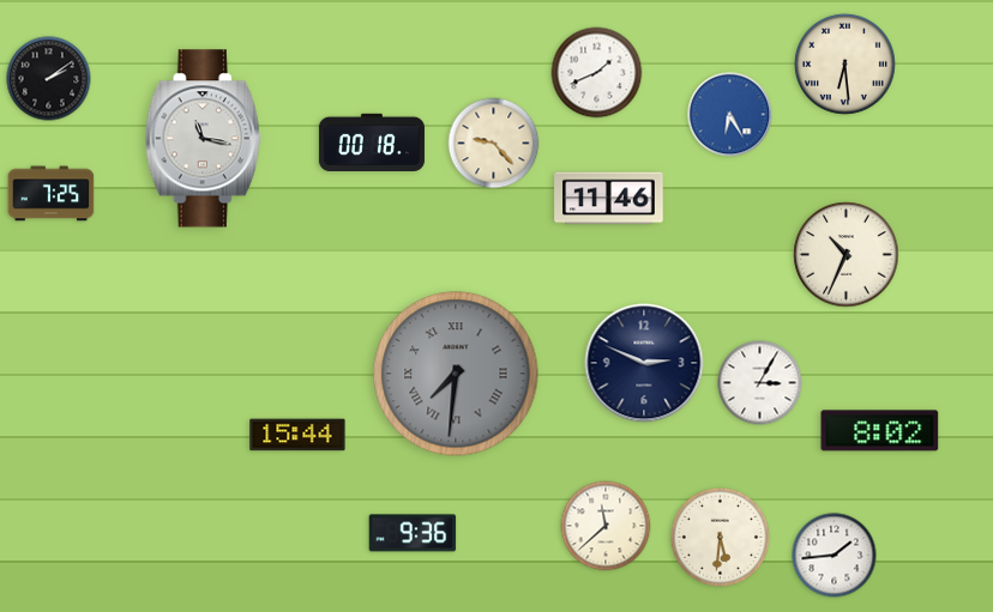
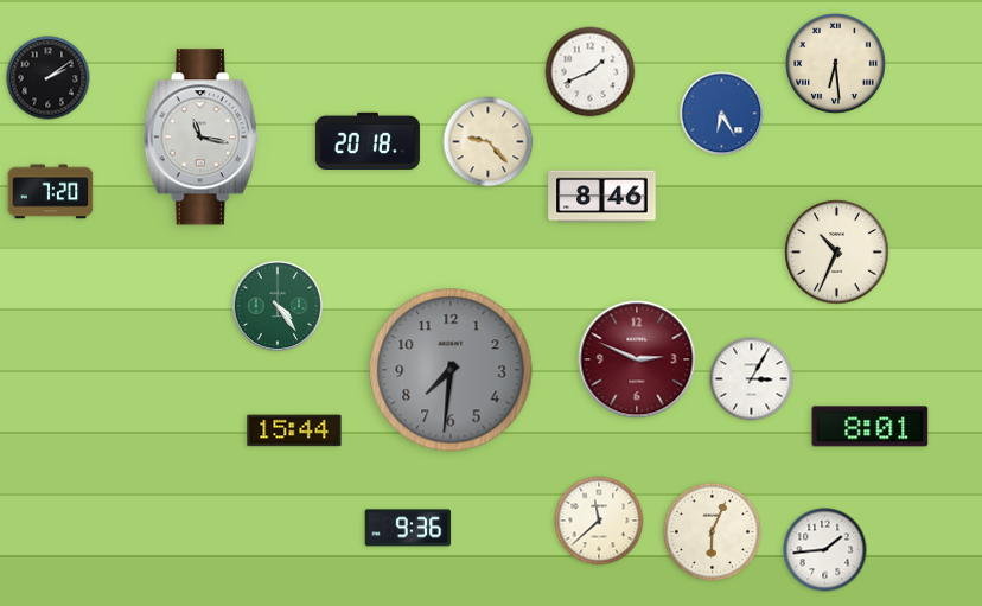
clock at (372, 143): 00:18 -> 20:18
clock at (52, 194): 7:25 -> 7:20
clock at (609, 199): 11:46 -> 8:46
clock at (278, 306): none -> 4:24
clock at (644, 363) dial: navy -> burgundy
clock at (456, 374) numerals: Roman -> Arabic
clock at (880, 431): 8:02 -> 8:01
clock at (720, 537): 5:31 -> 6:04
